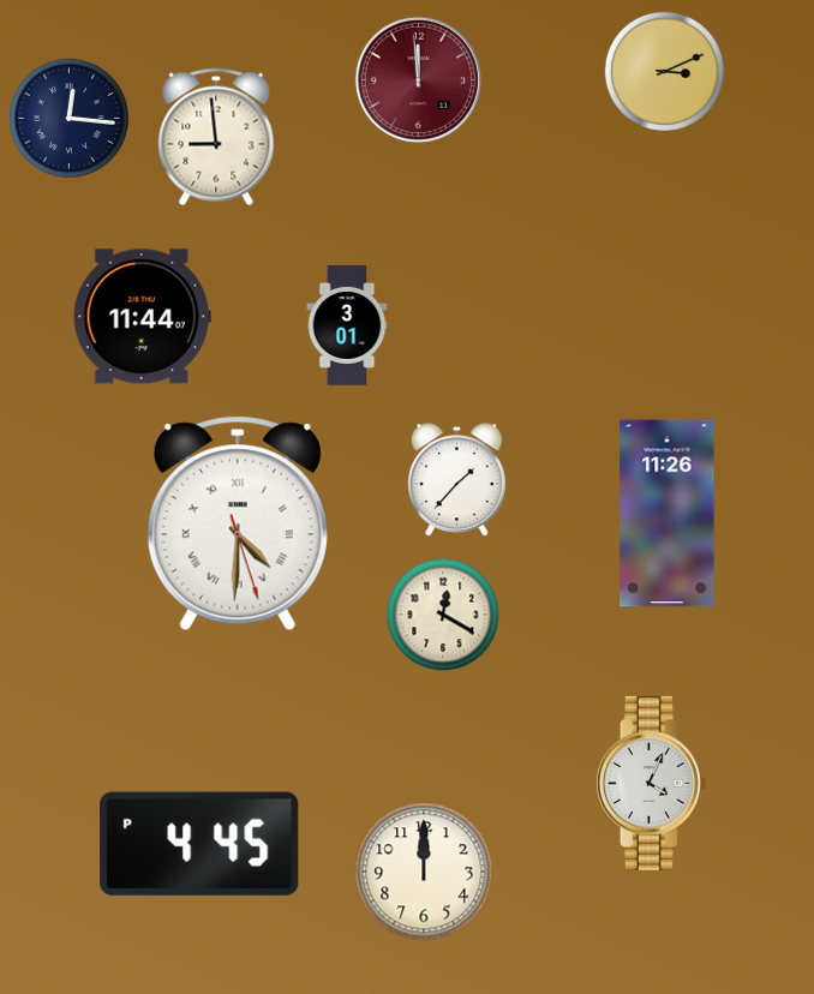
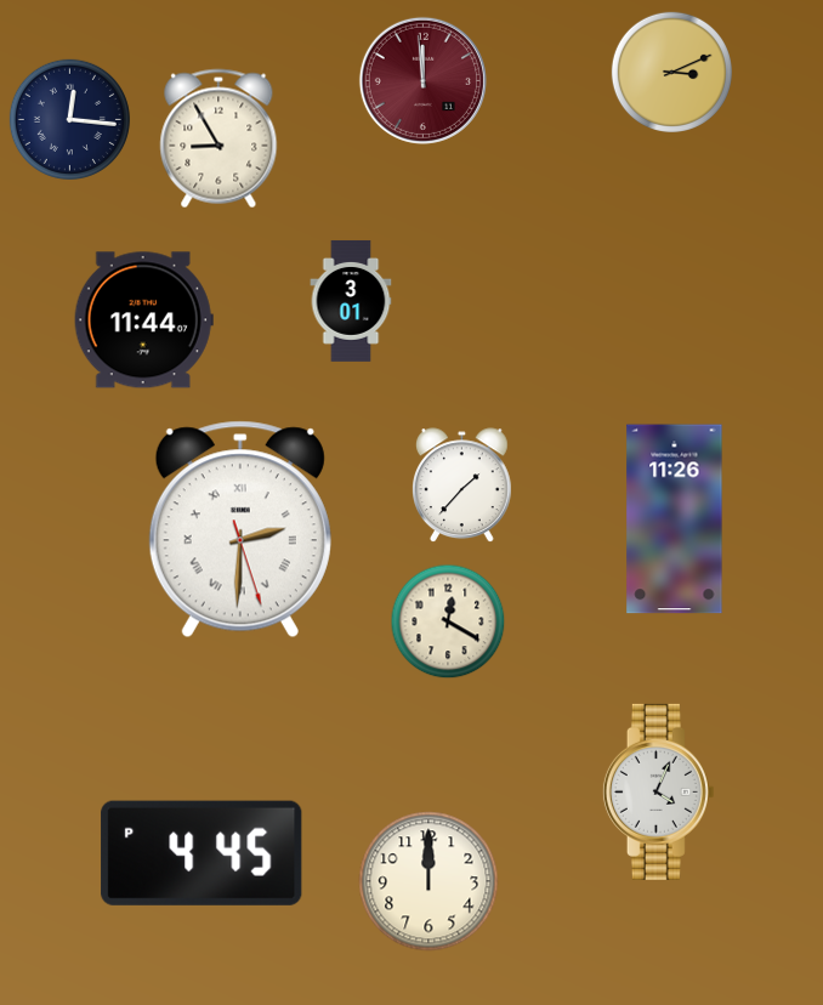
clock at (216, 137): 8:59 -> 8:55
clock at (347, 325) position: (347, 325) -> (351, 301)
clock at (238, 523): 4:30 -> 2:30
